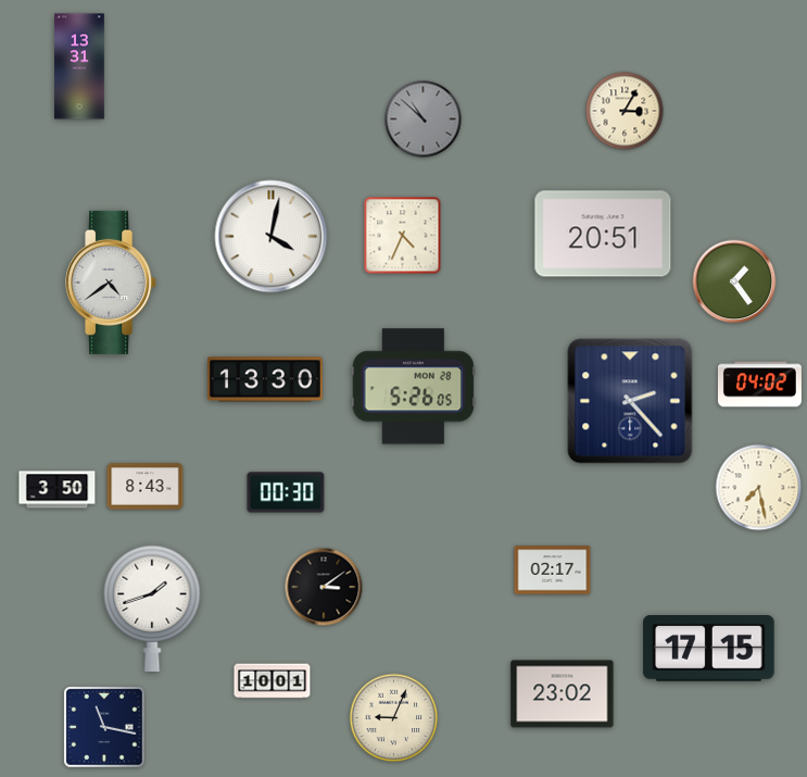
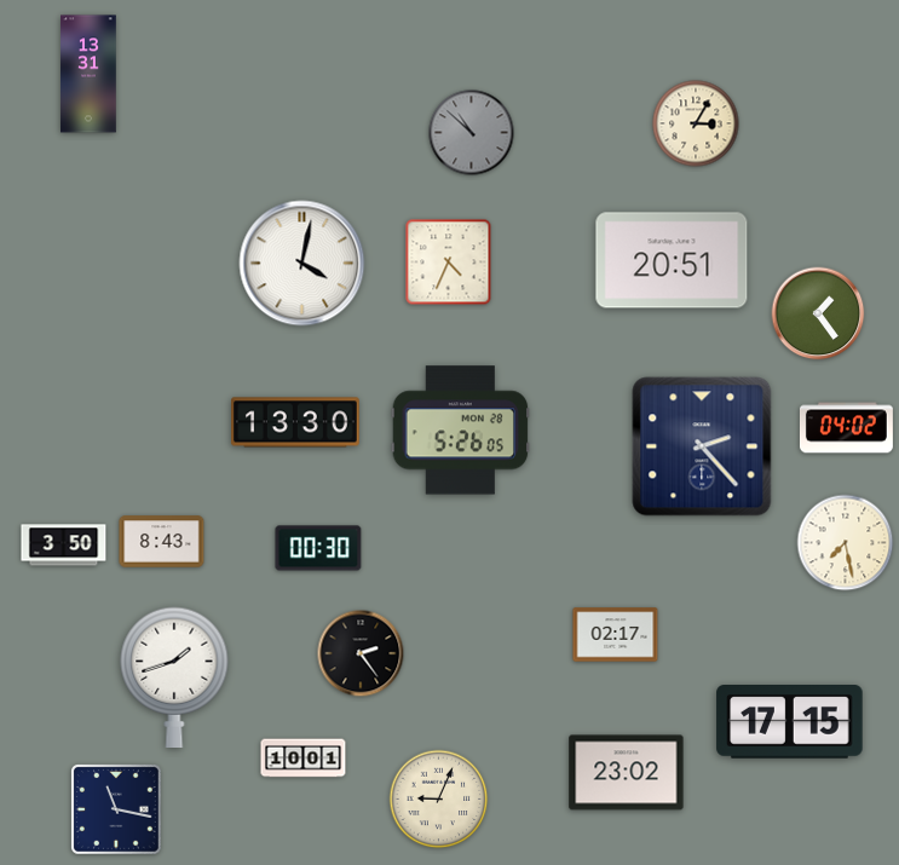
clock at (112, 283): 4:39 -> none
clock at (324, 587): 3:09 -> 2:24
clock at (152, 609) position: (152, 609) -> (174, 677)
